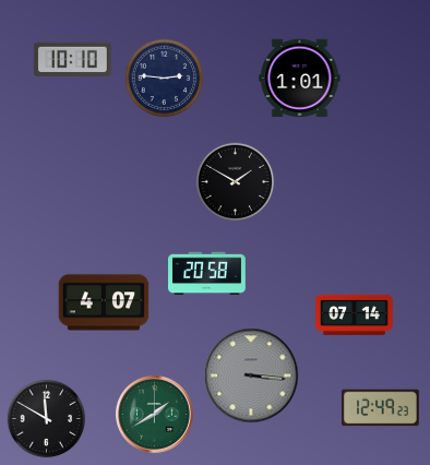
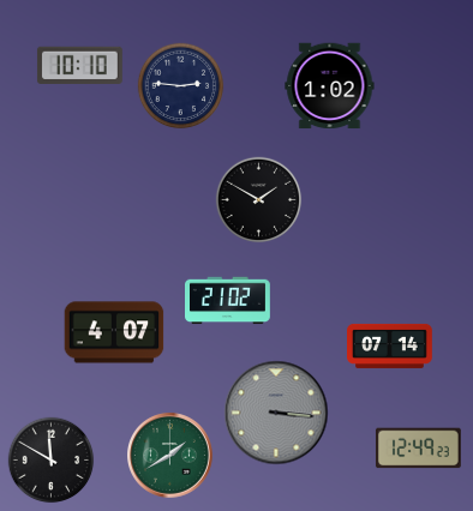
clock at (300, 79): 1:01 -> 1:02
clock at (207, 274): 20:58 -> 21:02
